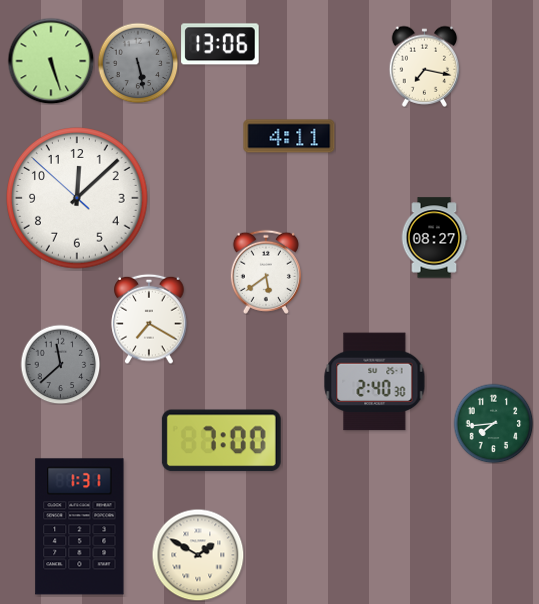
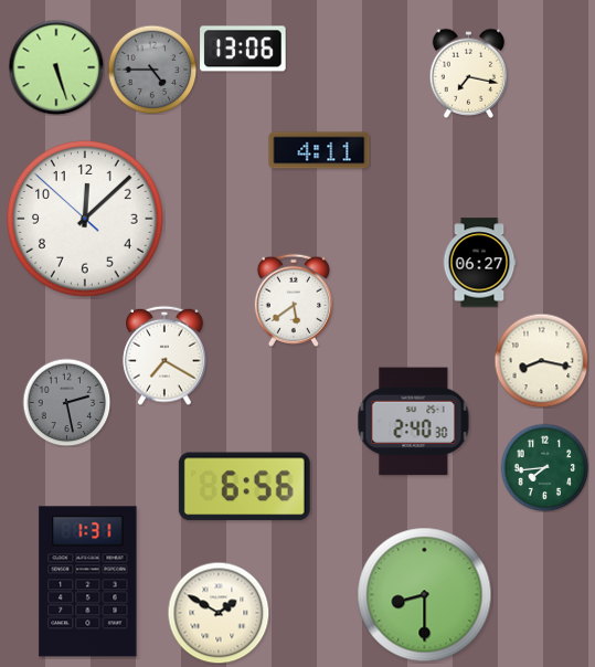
clock at (138, 63): 5:28 -> 4:45
clock at (434, 238): 08:27 -> 06:27
clock at (149, 319) position: (149, 319) -> (164, 356)
clock at (541, 360): none -> 8:17
clock at (60, 364): 11:38 -> 2:28
clock at (221, 441): 7:00 -> 6:56
clock at (425, 595): none -> 8:30
